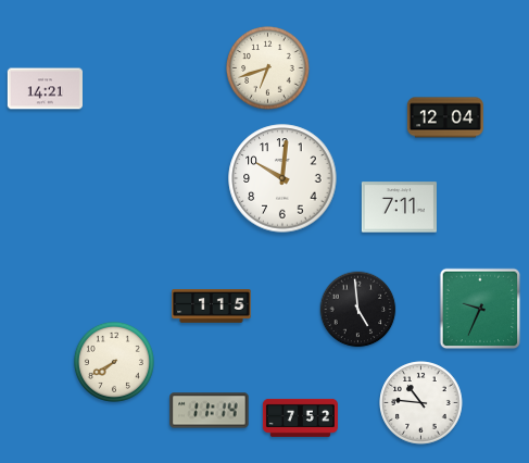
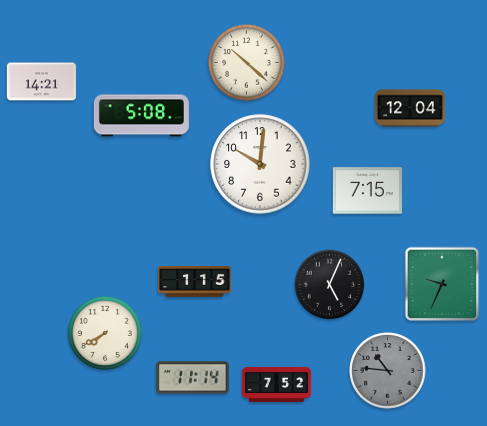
clock at (268, 68): 6:42 -> 10:22
clock at (141, 116): none -> 5:08
clock at (399, 208): 7:11 -> 7:15
clock at (358, 310): 4:59 -> 5:04
clock at (421, 403) dial: white -> grey
